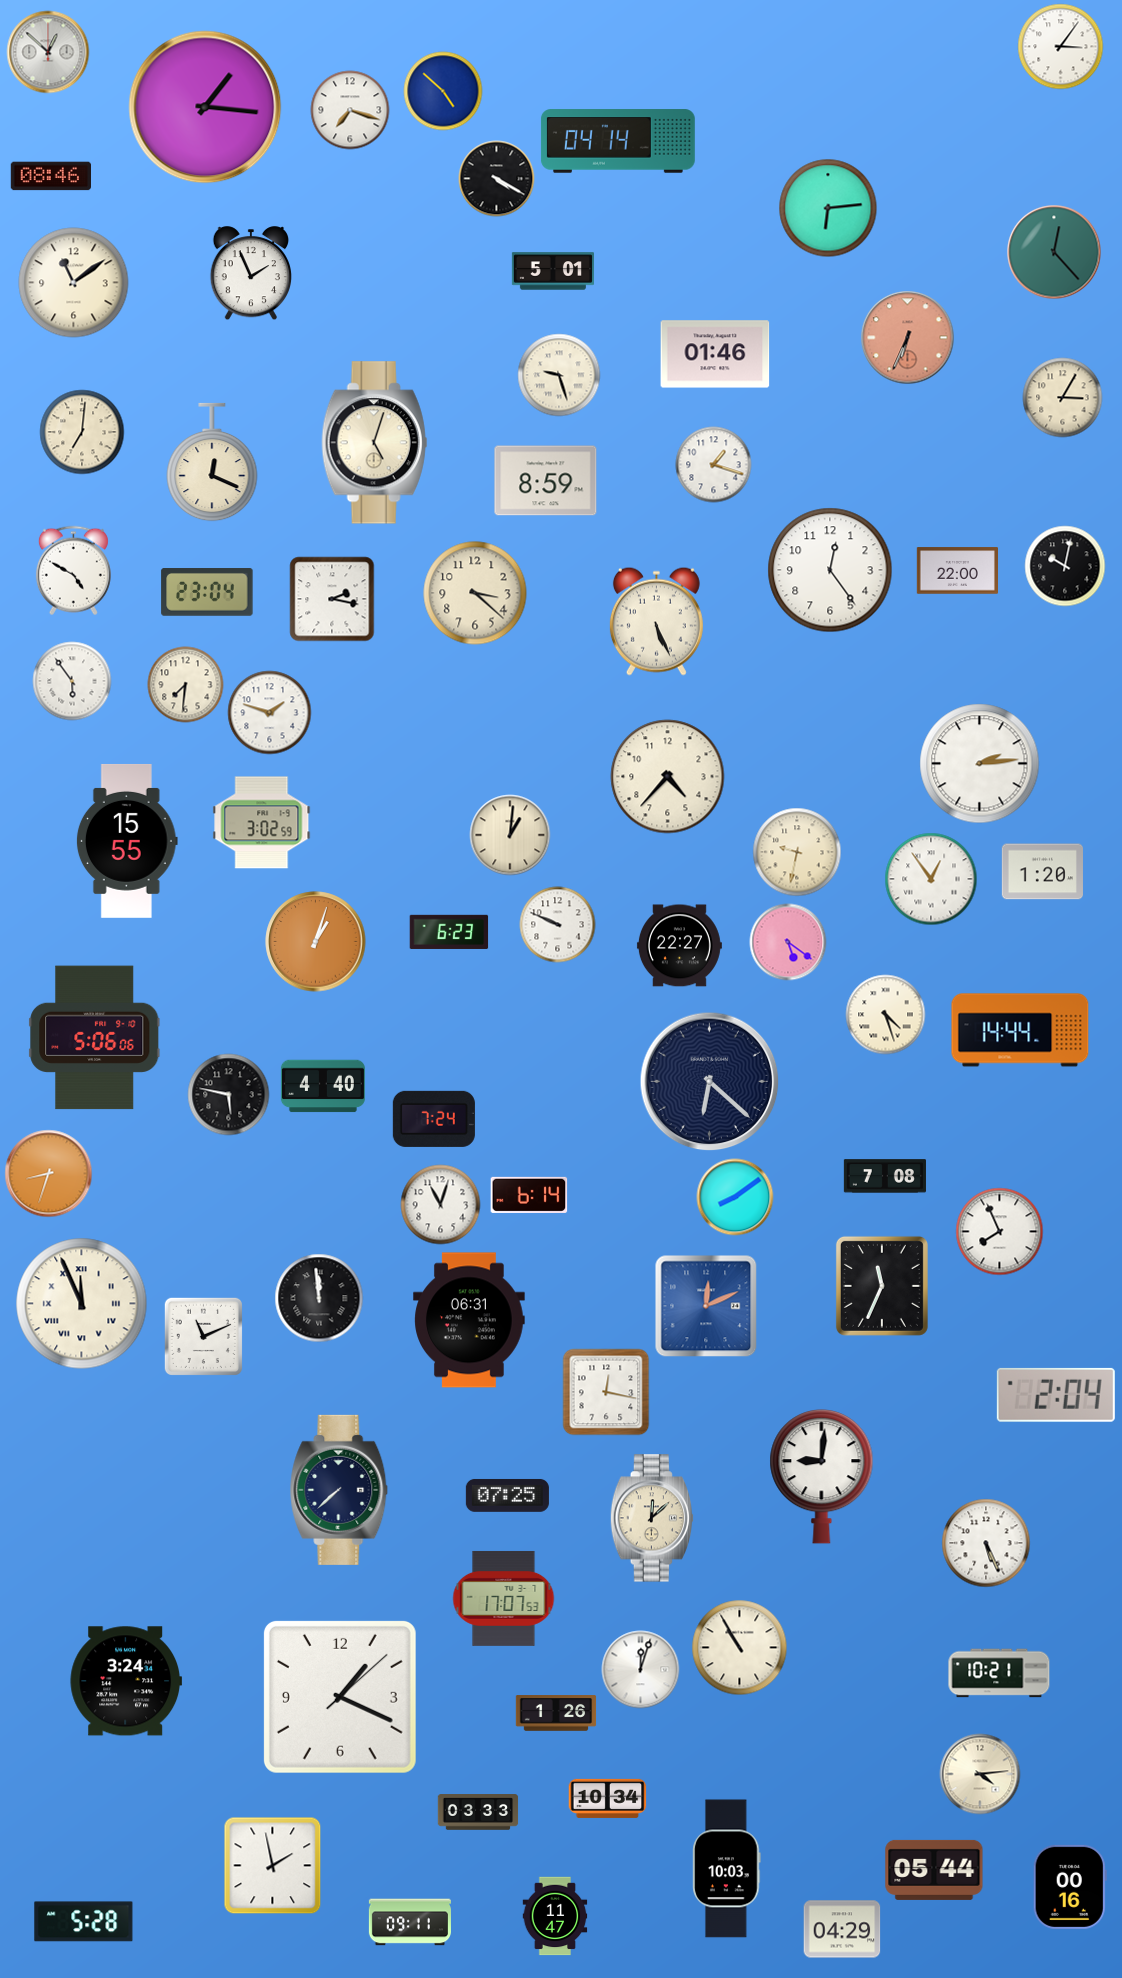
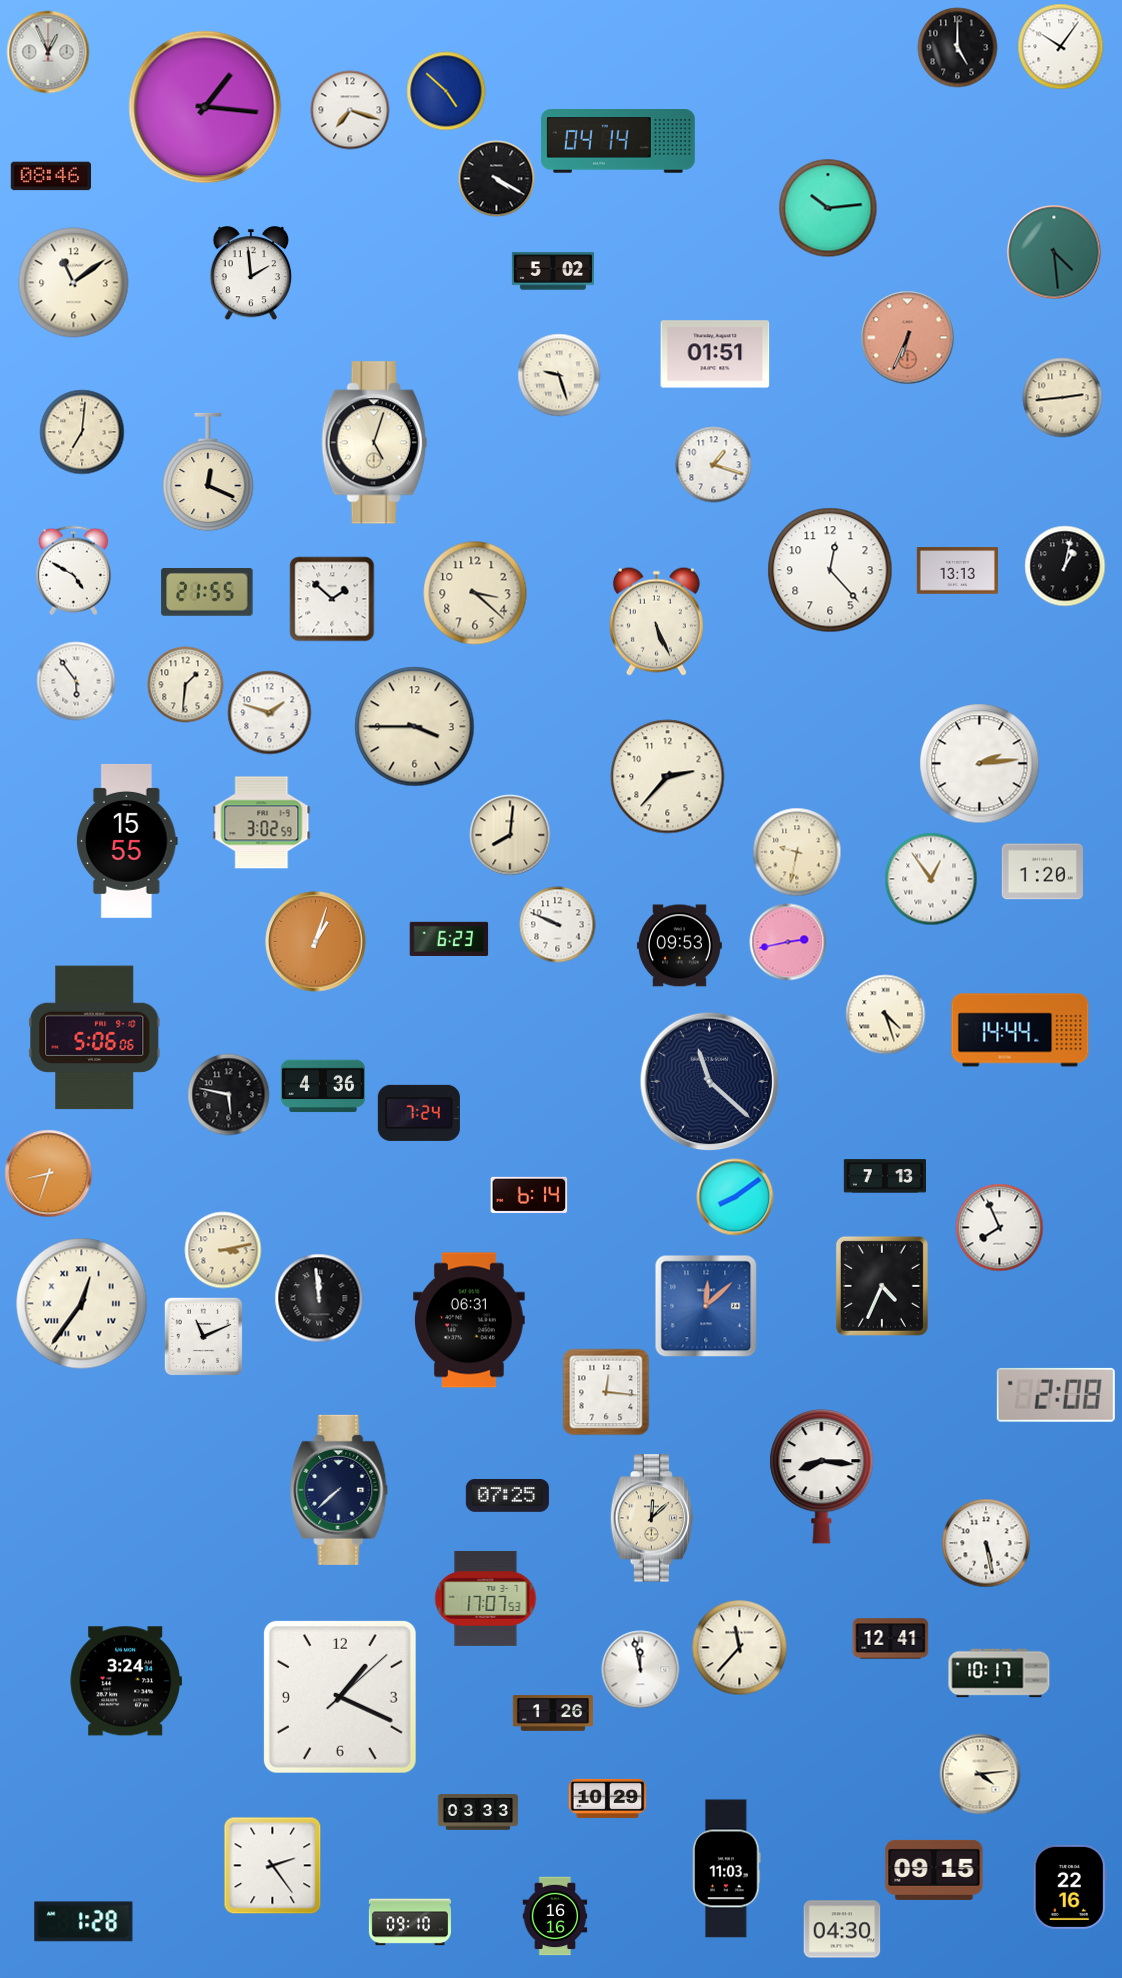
clock at (1061, 47): 3:06 -> 10:06
clock at (958, 48): none -> 5:00
clock at (48, 52): 12:52 -> 12:56
clock at (443, 91) position: (443, 91) -> (446, 91)
clock at (828, 208): 6:14 -> 10:14
clock at (1054, 252): 12:23 -> 4:29
clock at (553, 271): 5:01 -> 5:02
clock at (250, 274): 1:56 -> 1:59
clock at (715, 354): 01:46 -> 01:51
clock at (1063, 398): 3:05 -> 2:44
clock at (212, 462) position: (212, 462) -> (208, 472)
clock at (546, 481): 8:59 -> none
clock at (1065, 566): 10:02 -> 1:02
clock at (830, 570): 12:24 -> 12:23
clock at (957, 571): 22:00 -> 13:13
clock at (207, 593): 23:04 -> 21:55
clock at (332, 599): 2:17 -> 1:52
clock at (72, 681) position: (72, 681) -> (76, 681)
clock at (186, 685): 7:31 -> 1:31
clock at (415, 727): none -> 3:45
clock at (668, 777): 4:37 -> 2:37
clock at (510, 835): 1:01 -> 8:01
clock at (449, 932) position: (449, 932) -> (449, 939)
clock at (788, 942): 5:21 -> 2:43
clock at (679, 946): 22:27 -> 09:53
clock at (710, 1082): 6:22 -> 11:22
clock at (323, 1086): 4:40 -> 4:36
clock at (434, 1119) position: (434, 1119) -> (419, 1113)
clock at (885, 1176): 7:08 -> 7:13
clock at (441, 1205): 11:03 -> none
clock at (1000, 1232) position: (1000, 1232) -> (1000, 1228)
clock at (223, 1250): none -> 3:13
clock at (882, 1286): 11:34 -> 4:34
clock at (82, 1304): 11:56 -> 12:36
clock at (706, 1306): 12:11 -> 12:08
clock at (606, 1392): 12:17 -> 12:16
clock at (1056, 1395): 2:04 -> 2:08
clock at (822, 1477): 9:01 -> 8:16
clock at (986, 1543): 5:26 -> 5:28
clock at (504, 1598) position: (504, 1598) -> (486, 1598)
clock at (891, 1639): none -> 12:41
clock at (740, 1648): 10:55 -> 11:37
clock at (641, 1670): 12:03 -> 11:58
clock at (999, 1673): 10:21 -> 10:17
clock at (556, 1713) position: (556, 1713) -> (553, 1713)
clock at (608, 1798): 10:34 -> 10:29
clock at (273, 1866): 1:58 -> 2:24
clock at (727, 1869): 10:03 -> 11:03
clock at (934, 1870): 05:44 -> 09:15
clock at (1070, 1887): 00:16 -> 22:16
clock at (555, 1916): 11:47 -> 16:16
clock at (84, 1922): 5:28 -> 1:28
clock at (410, 1922): 09:11 -> 09:10
clock at (842, 1929): 04:29 -> 04:30
